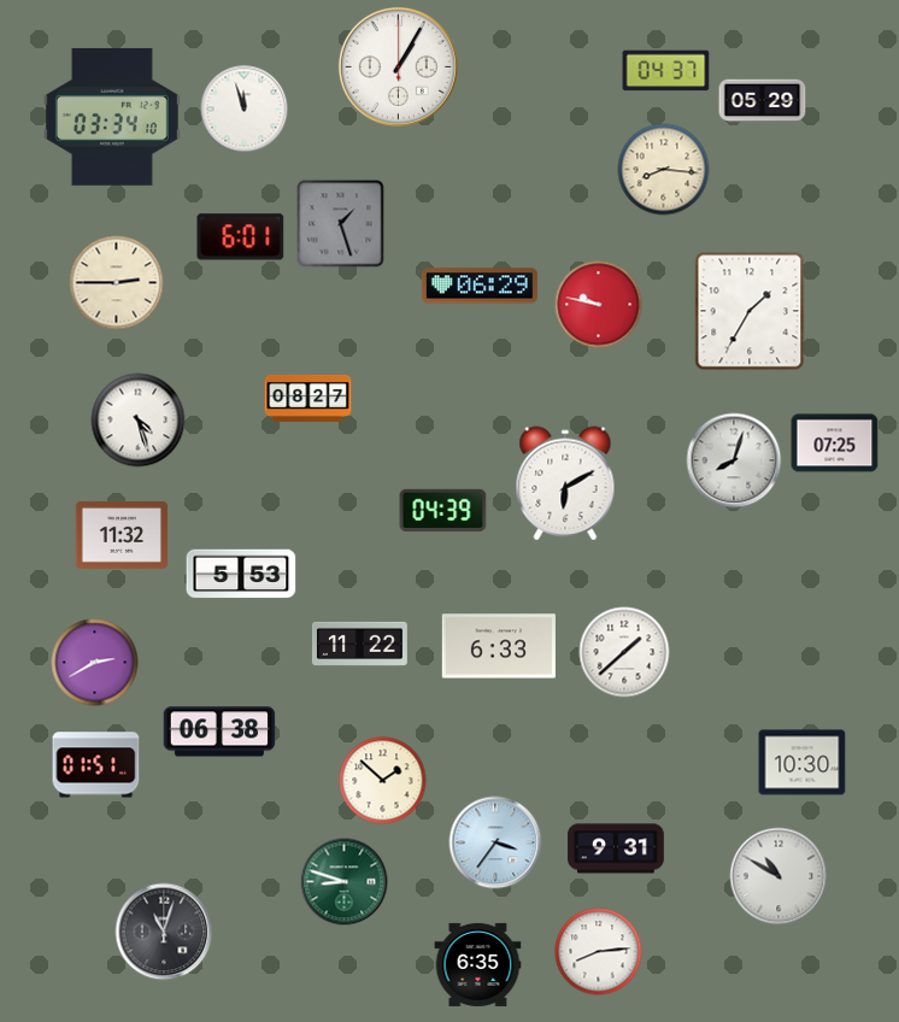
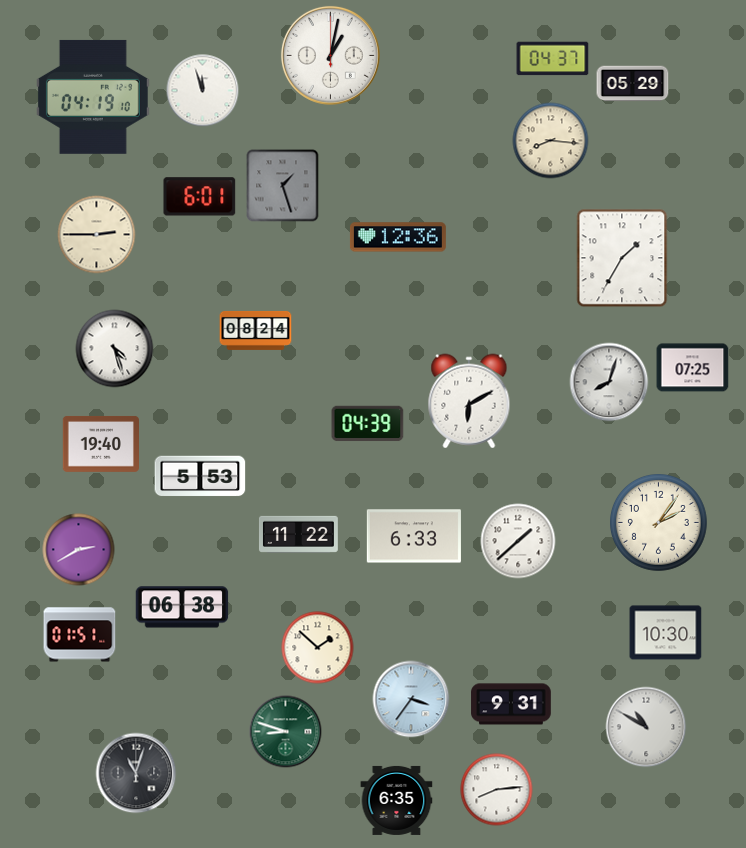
clock at (398, 66): 1:05 -> 1:02
clock at (112, 117): 03:34 -> 04:19
clock at (480, 286): 06:29 -> 12:36
clock at (599, 305): 9:47 -> none
clock at (309, 398): 08:27 -> 08:24
clock at (121, 535): 11:32 -> 19:40
clock at (659, 523): none -> 2:06
